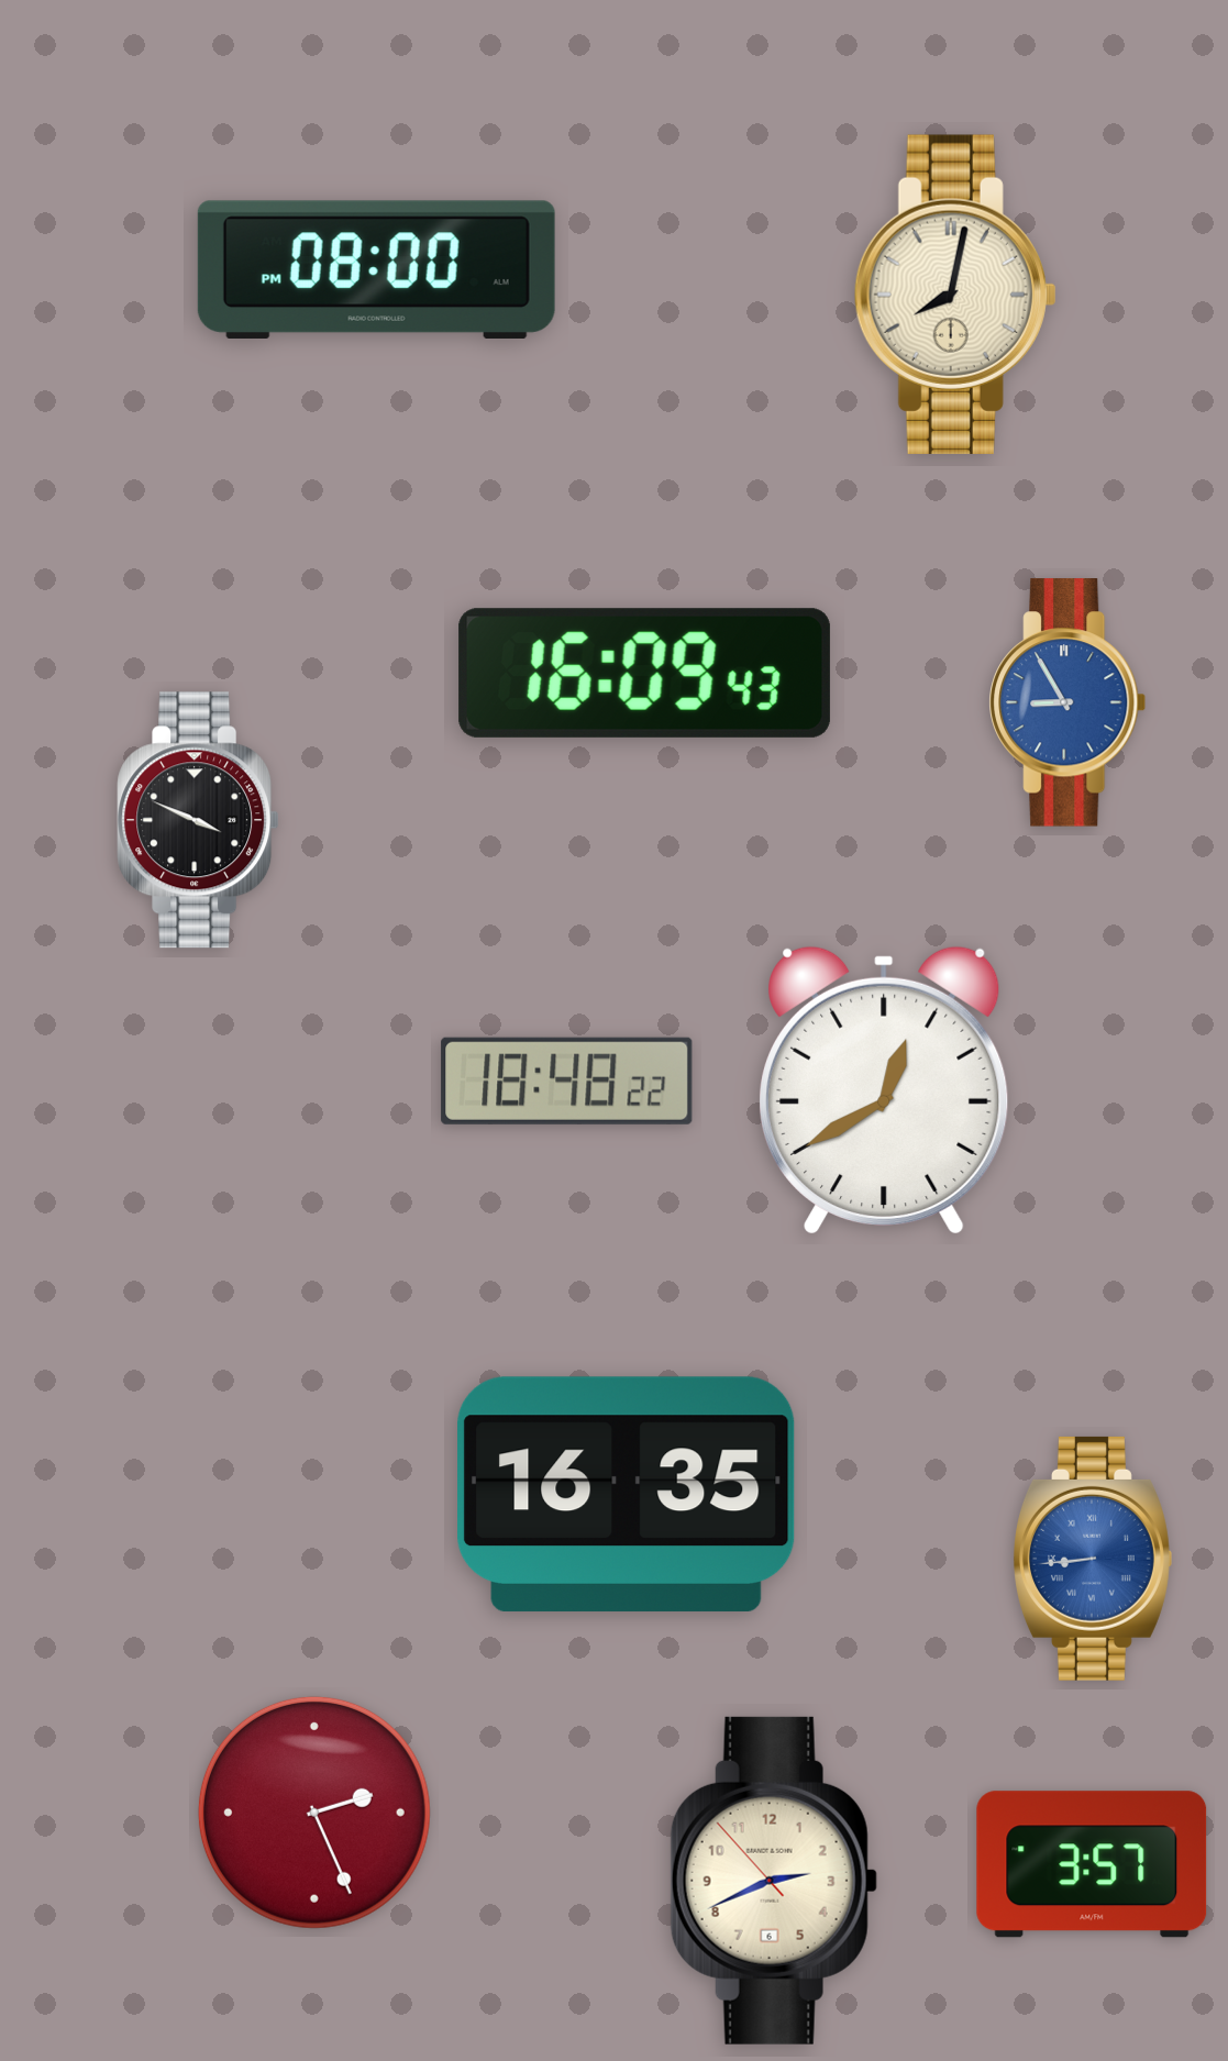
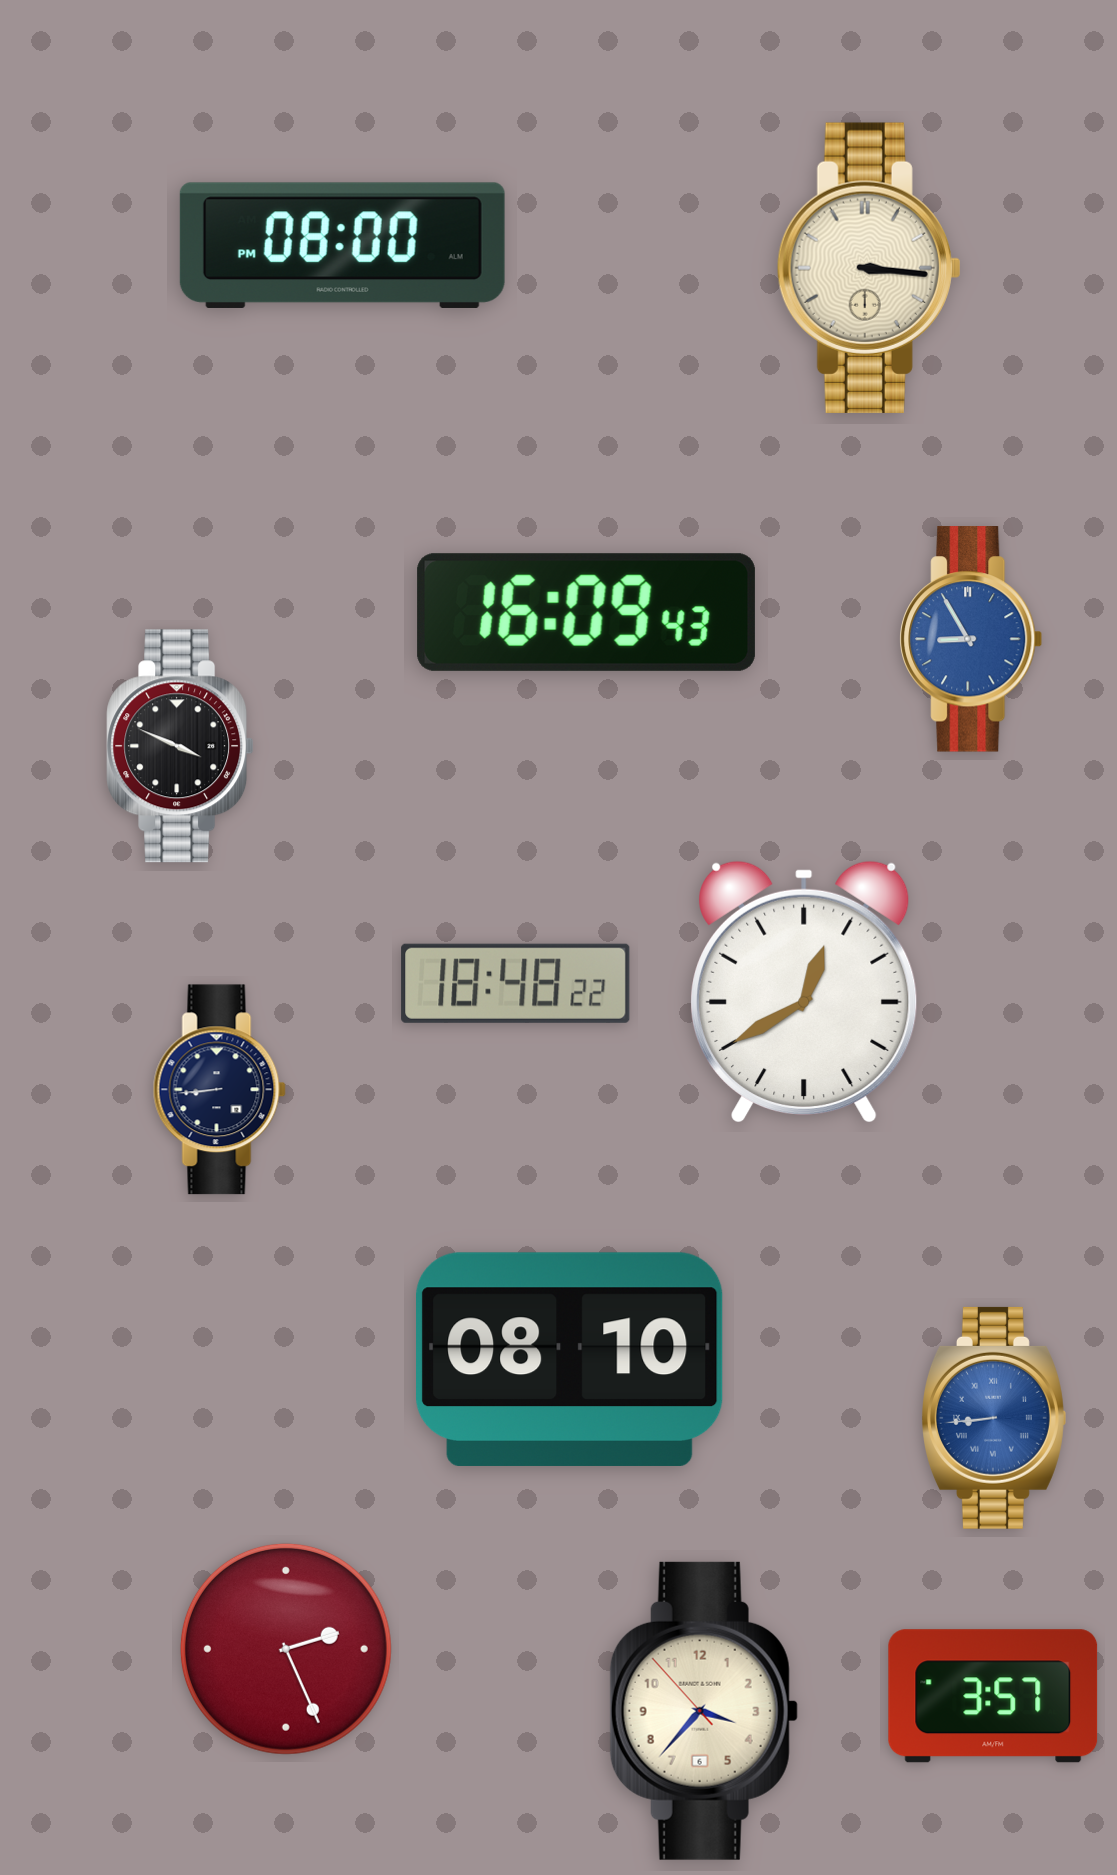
clock at (955, 295): 8:02 -> 3:16
clock at (219, 1090): none -> 8:44
clock at (627, 1494): 16:35 -> 08:10
clock at (774, 1881): 2:40 -> 3:36
